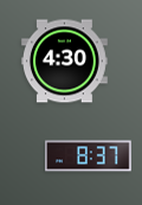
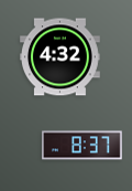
clock at (65, 62): 4:30 -> 4:32
